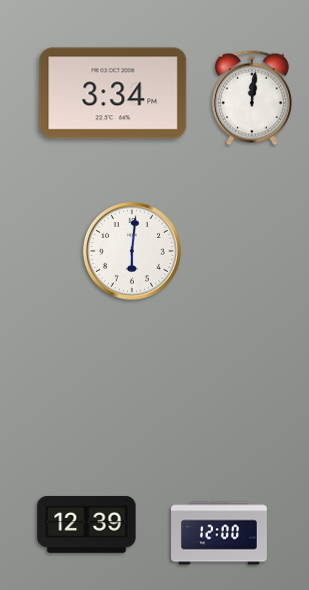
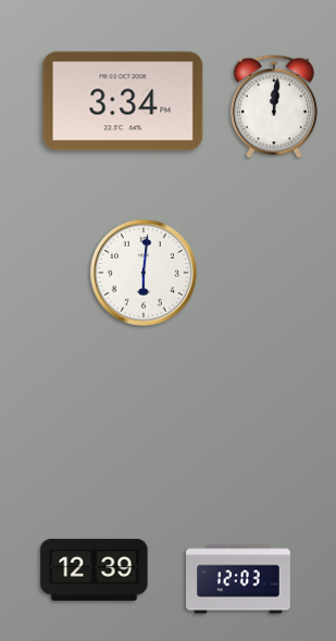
clock at (220, 533): 12:00 -> 12:03
